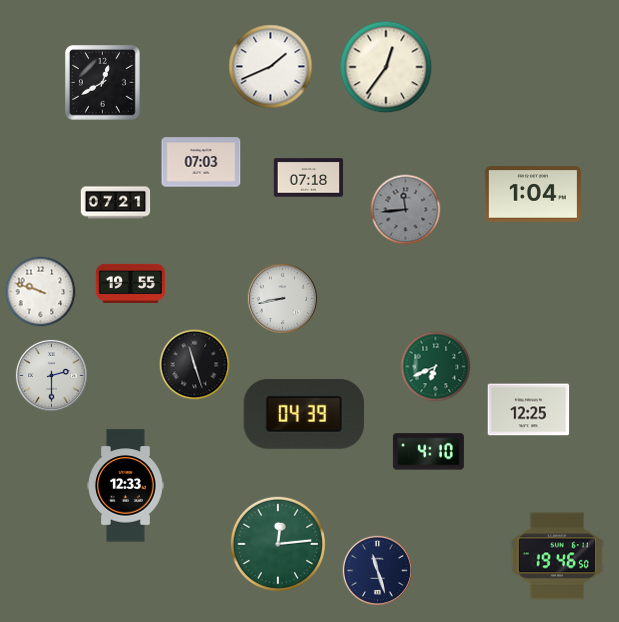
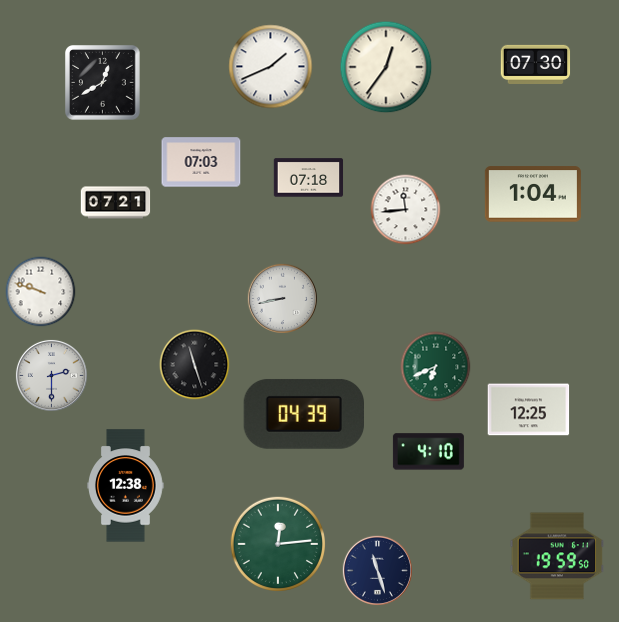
clock at (536, 64): none -> 07:30
clock at (406, 210) dial: grey -> white
clock at (131, 283): 19:55 -> none
clock at (126, 486): 12:33 -> 12:38
clock at (557, 556): 19:46 -> 19:59
